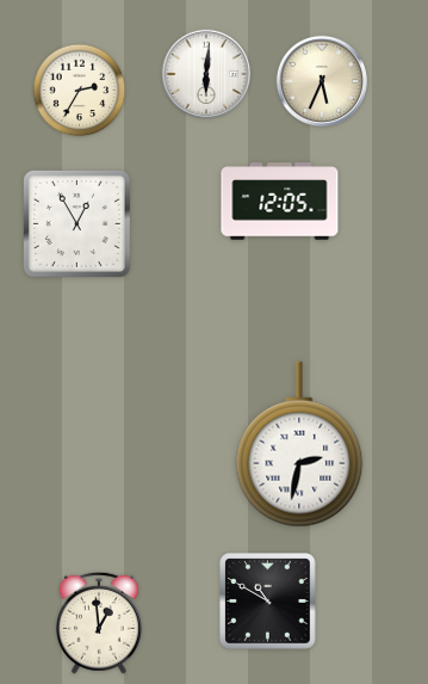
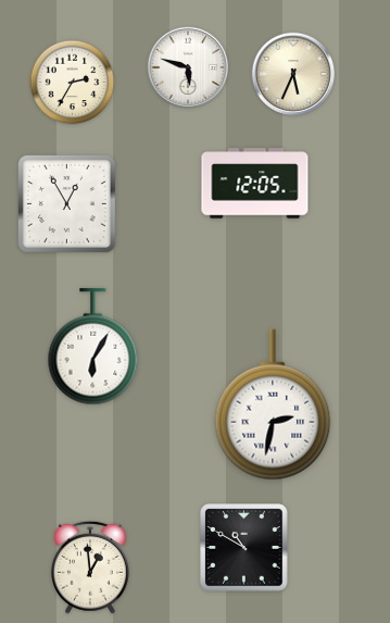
clock at (206, 74): 6:01 -> 5:48
clock at (76, 223) position: (76, 223) -> (66, 203)
clock at (93, 347): none -> 6:05
